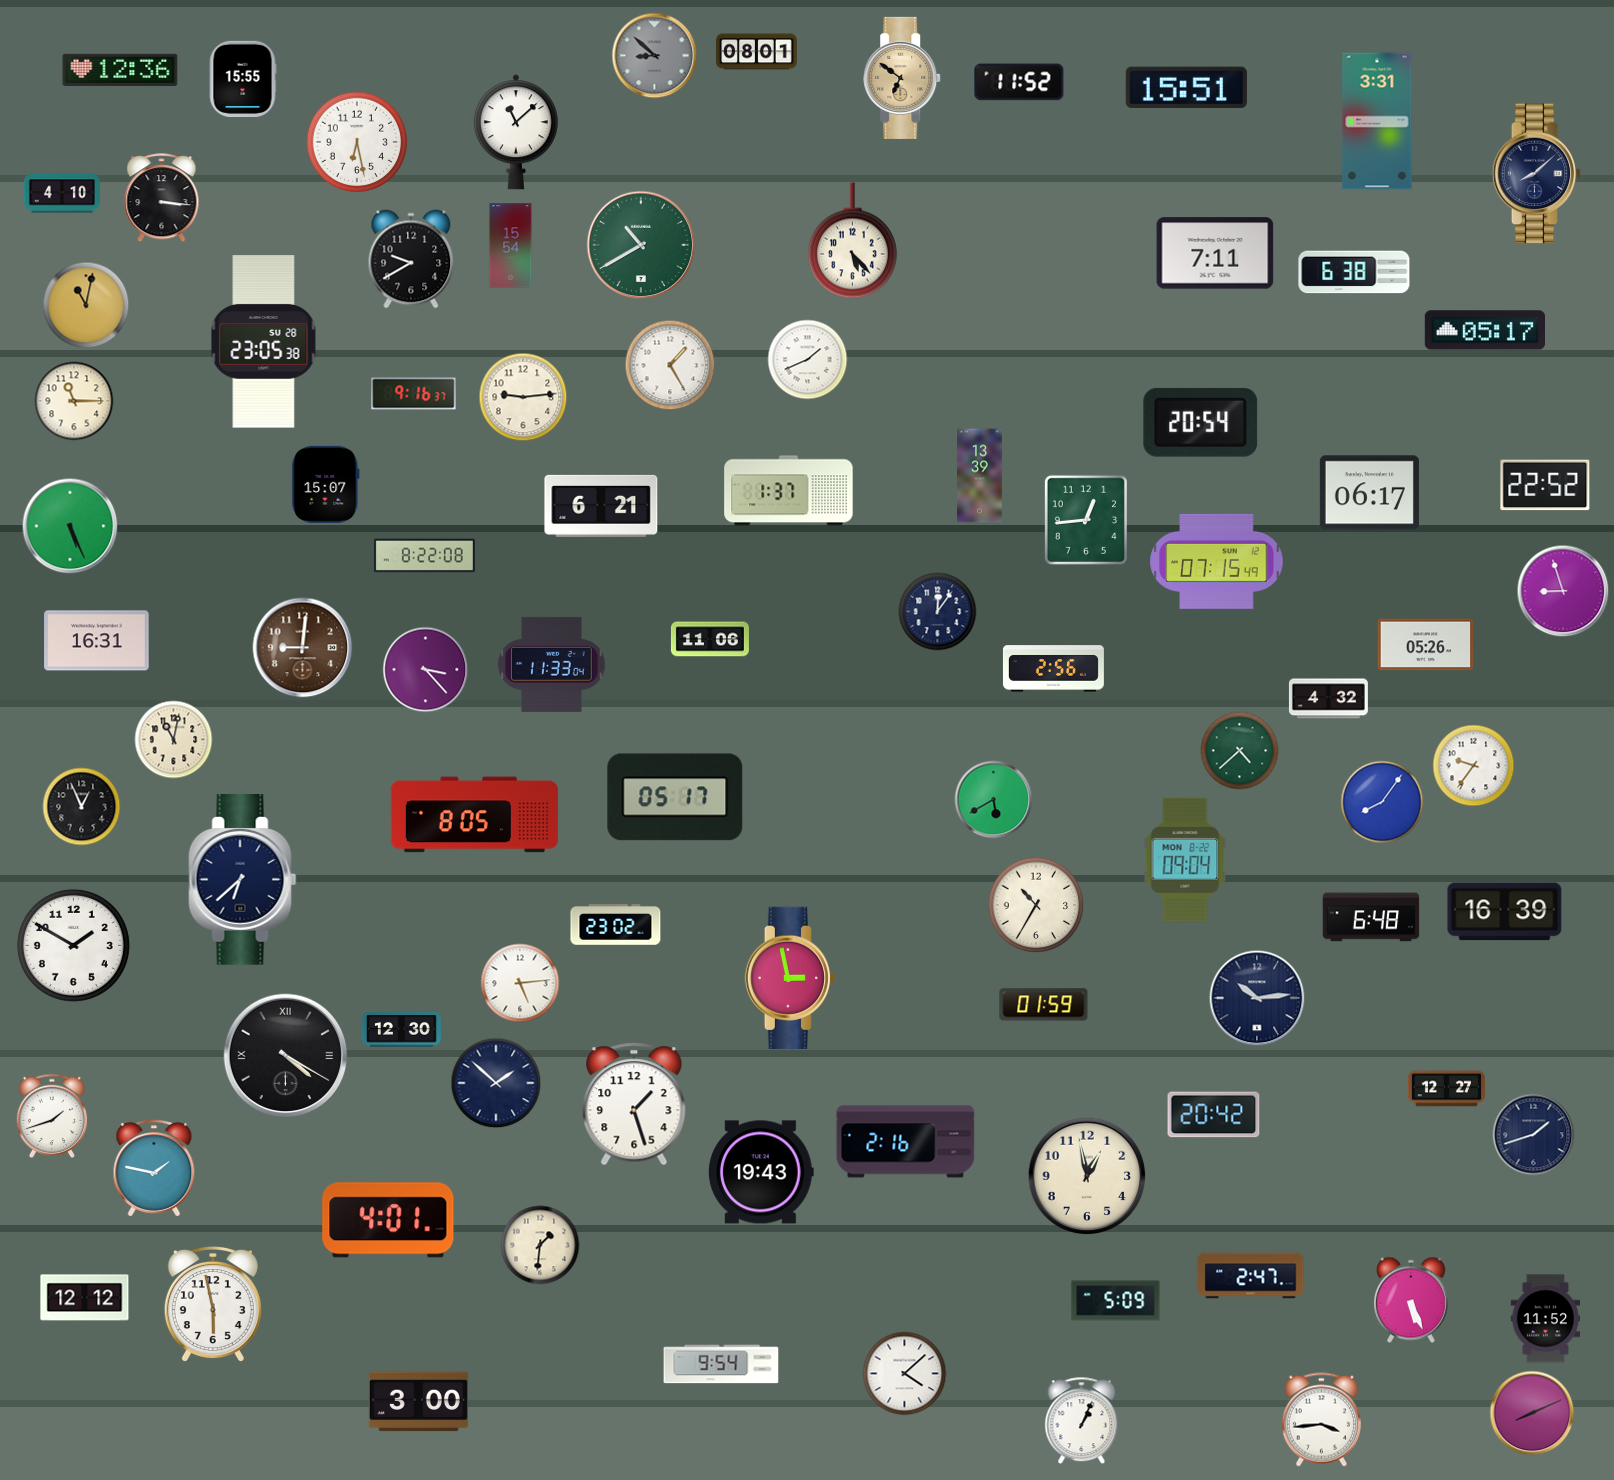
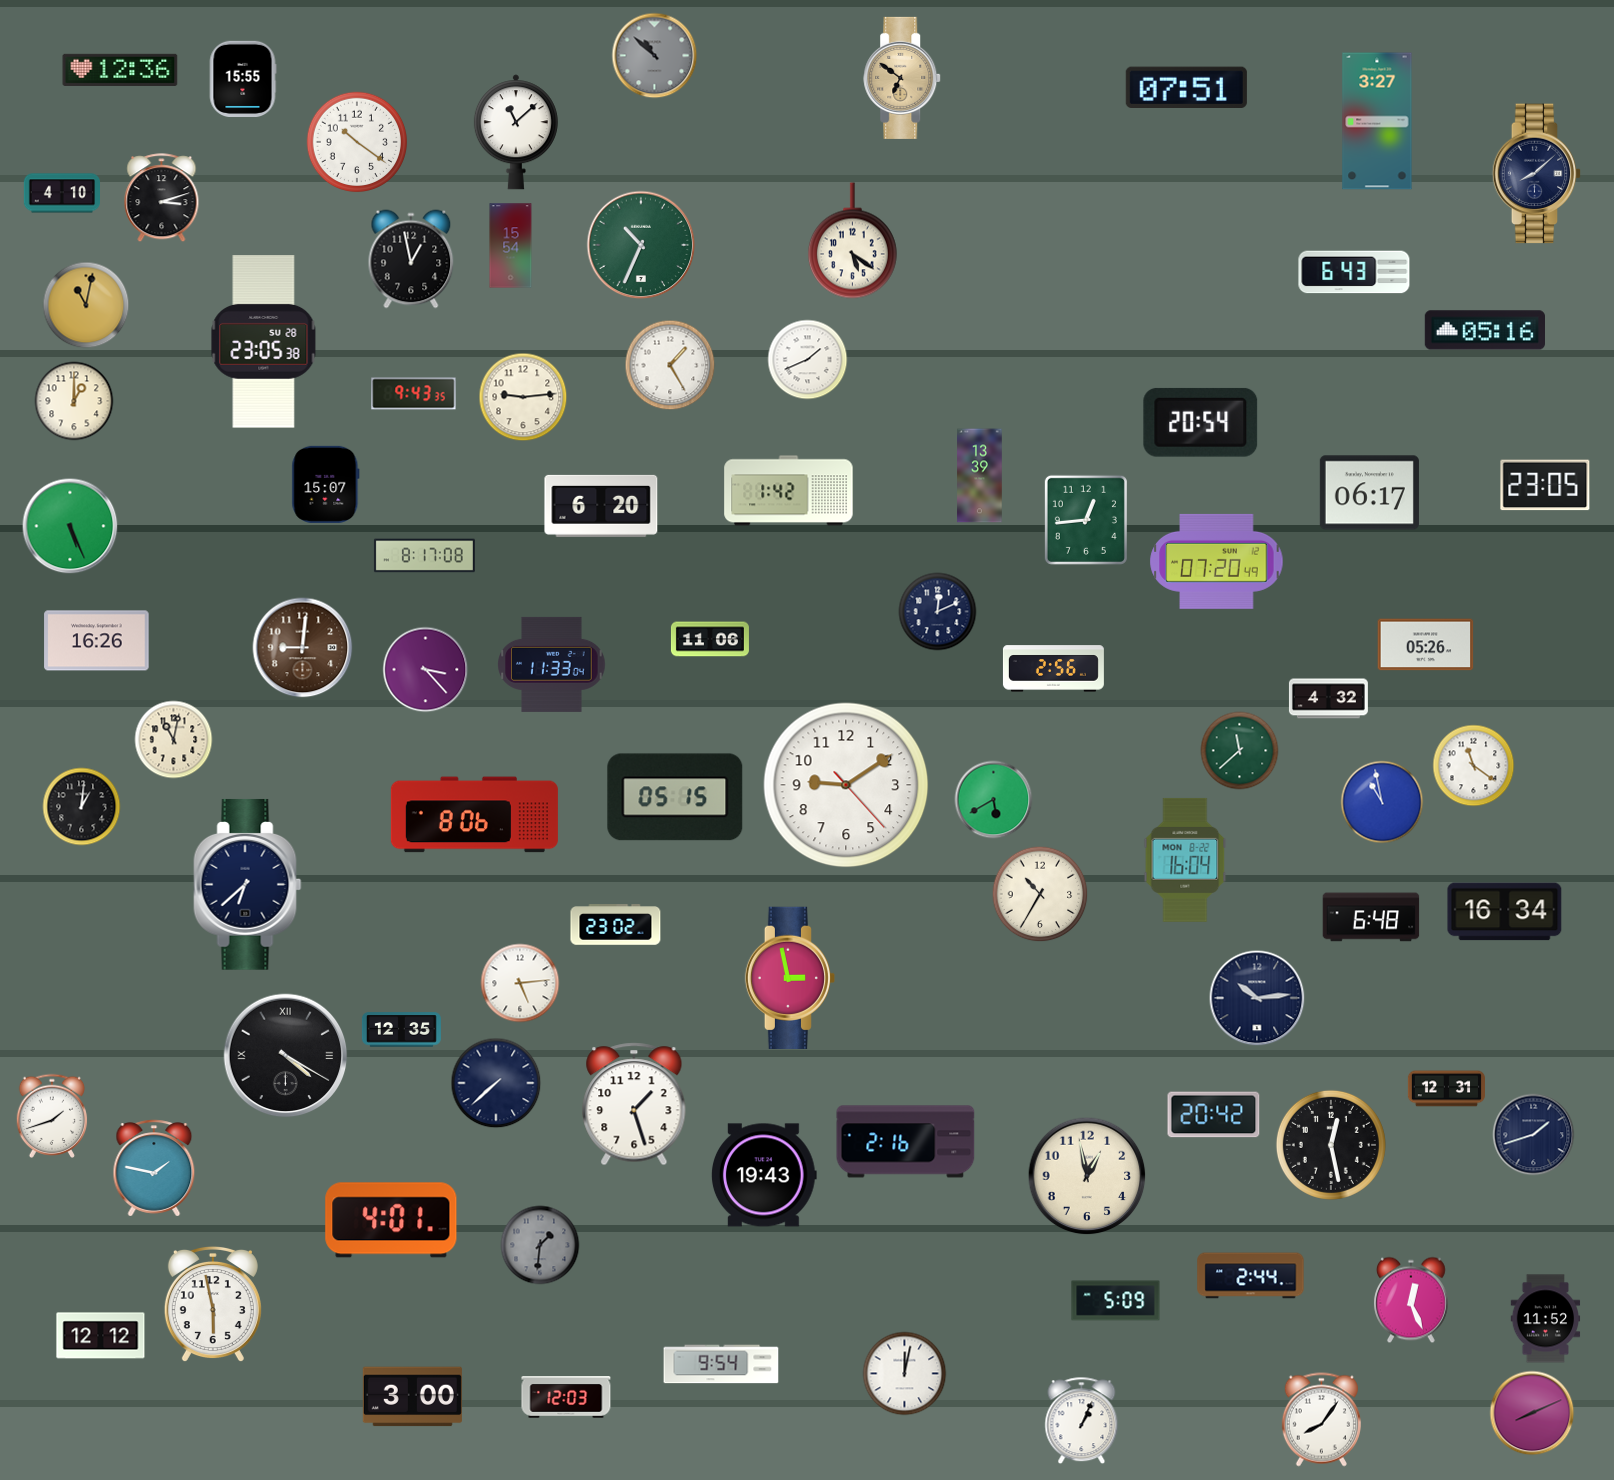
clock at (757, 52): 08:01 -> none
clock at (655, 56): 8:52 -> 10:52
clock at (1019, 82): 11:52 -> none
clock at (1186, 87): 15:51 -> 07:51
clock at (1377, 121): 3:31 -> 3:27
clock at (357, 142): 6:28 -> 10:21
clock at (162, 198): 3:16 -> 3:12
clock at (852, 241): 5:23 -> 5:21
clock at (641, 245): 10:40 -> 10:34
clock at (1215, 253): 7:11 -> none
clock at (411, 259): 9:40 -> 12:58
clock at (1354, 272): 6:38 -> 6:43
clock at (1484, 330): 05:17 -> 05:16
clock at (414, 394): 9:16 -> 9:43
clock at (74, 401): 11:15 -> 1:00
clock at (1545, 485): 22:52 -> 23:05
clock at (789, 491): 1:37 -> 1:42
clock at (601, 506): 6:21 -> 6:20
clock at (424, 556): 8:22 -> 8:17
clock at (1217, 561): 07:15 -> 07:20
clock at (1563, 591): 8:57 -> none
clock at (938, 612): 12:06 -> 12:11
clock at (97, 641): 16:31 -> 16:26
clock at (1240, 751): 4:38 -> 11:38
clock at (1474, 766): 9:36 -> 11:21
clock at (846, 785): none -> 9:09
clock at (675, 797): 05:17 -> 05:15
clock at (1382, 802): 8:06 -> 10:58
clock at (82, 807): 12:56 -> 1:01
clock at (474, 815): 8:05 -> 8:06
clock at (1185, 860): 09:04 -> 16:04
clock at (243, 879) position: (243, 879) -> (248, 884)
clock at (1036, 905) position: (1036, 905) -> (1040, 894)
clock at (1505, 912): 16:39 -> 16:34
clock at (73, 945): 1:50 -> none
clock at (1044, 1005): 01:59 -> none
clock at (401, 1030): 12:30 -> 12:35
clock at (496, 1083): 1:52 -> 7:38
clock at (1446, 1089): 12:27 -> 12:31
clock at (1331, 1145): none -> 12:28
clock at (761, 1172) position: (761, 1172) -> (764, 1175)
clock at (388, 1220) position: (388, 1220) -> (391, 1220)
clock at (540, 1245) dial: cream -> grey
clock at (1251, 1276): 2:47 -> 2:44
clock at (85, 1298) position: (85, 1298) -> (101, 1336)
clock at (1411, 1300): 5:26 -> 12:26
clock at (905, 1374): 4:08 -> 12:02
clock at (566, 1397): none -> 12:03
clock at (418, 1402) position: (418, 1402) -> (412, 1397)
clock at (1321, 1420): 3:44 -> 8:06
